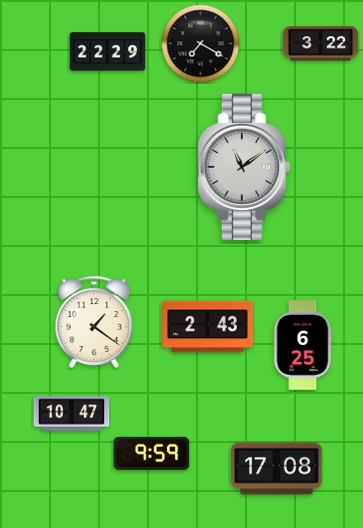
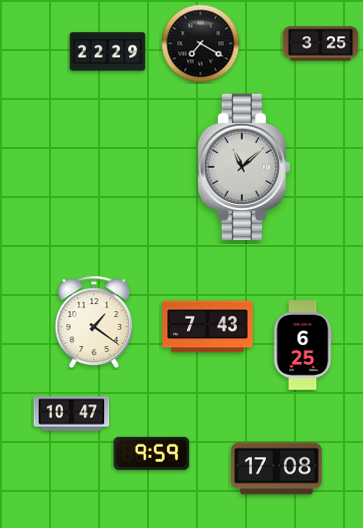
clock at (321, 44): 3:22 -> 3:25
clock at (244, 166): 11:09 -> 11:08
clock at (208, 327): 2:43 -> 7:43
